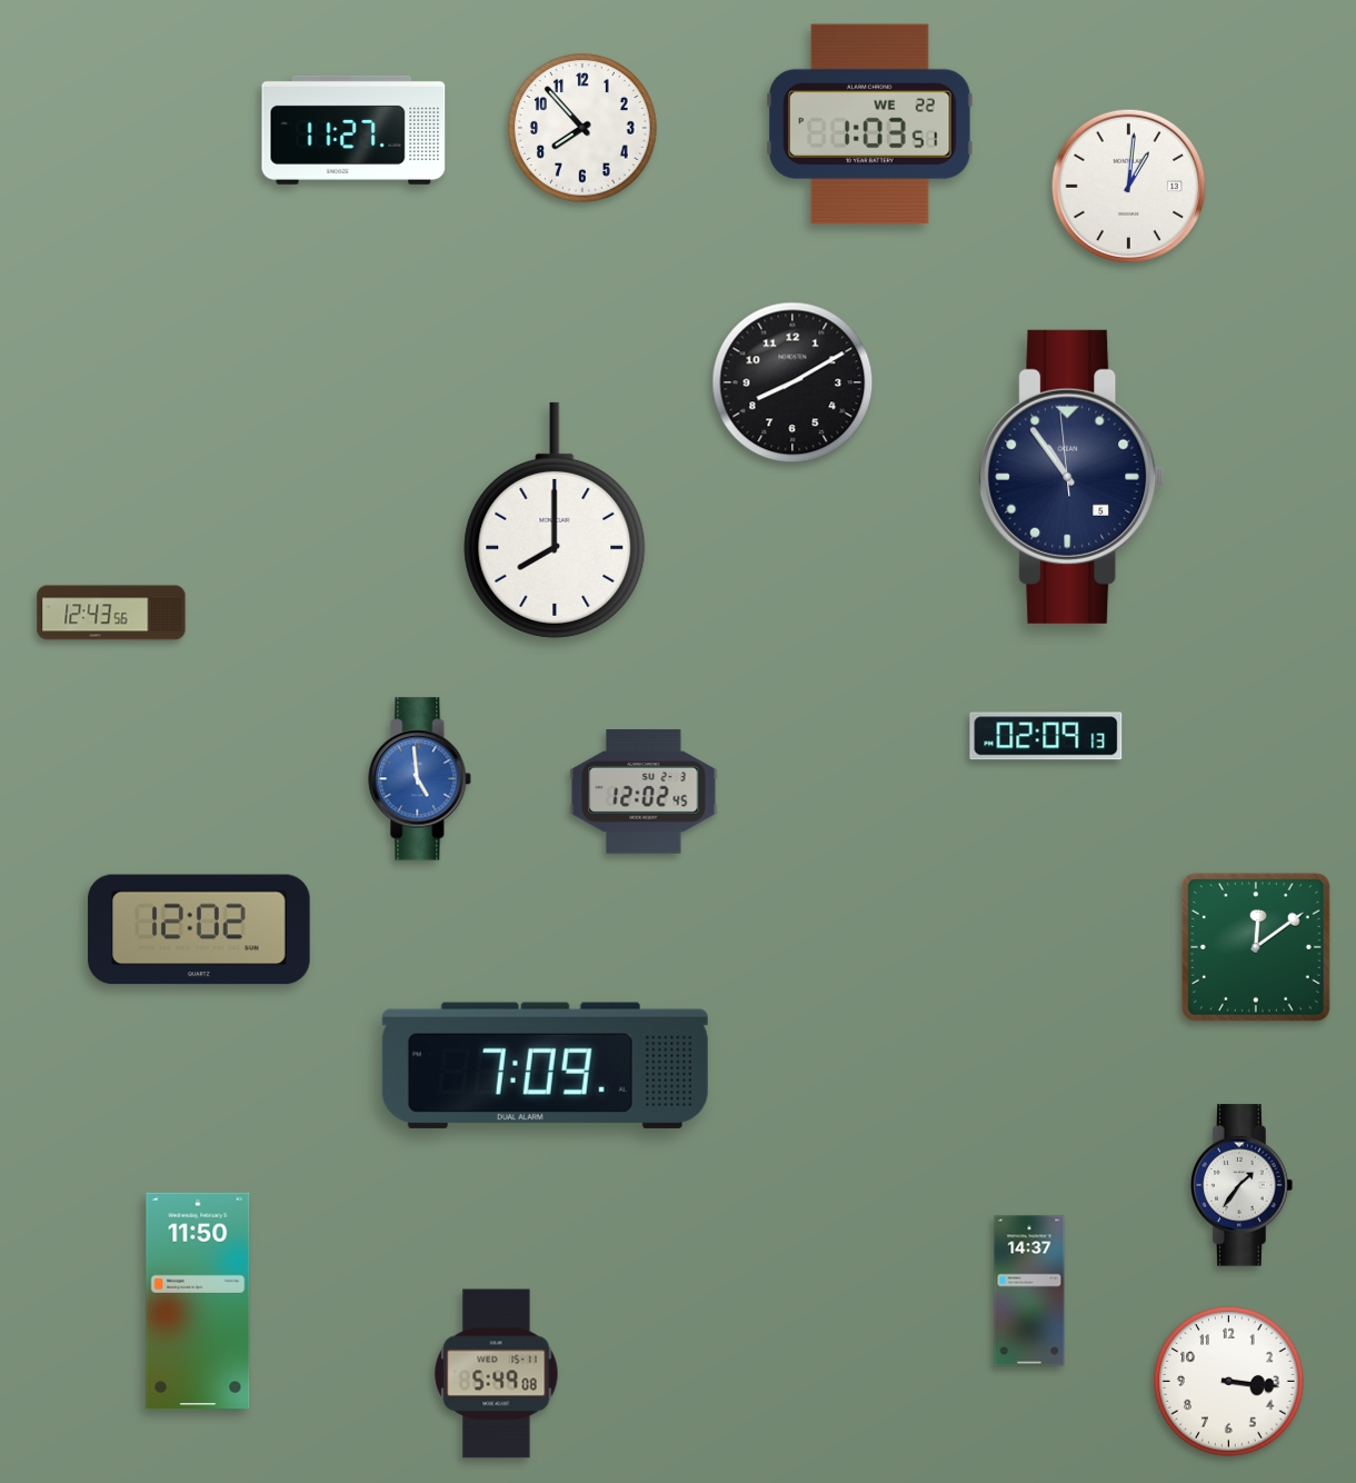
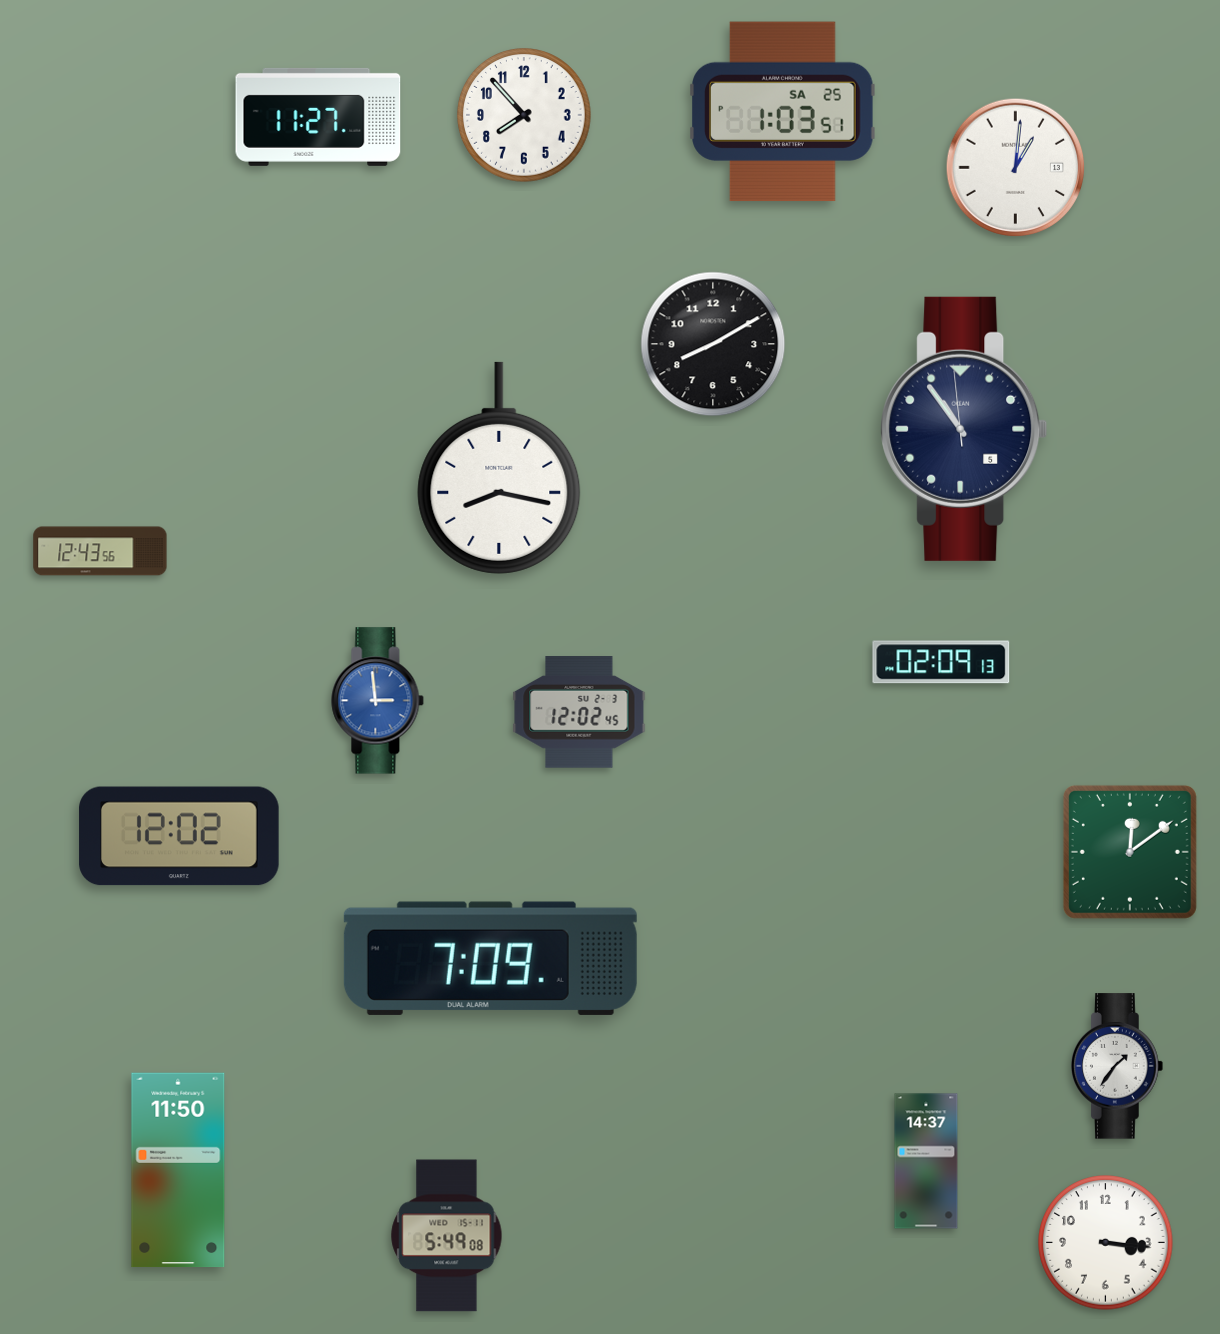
clock at (870, 125) date: WE 22 -> SA 25
clock at (555, 520): 8:00 -> 8:17
clock at (420, 779): 4:59 -> 2:59
